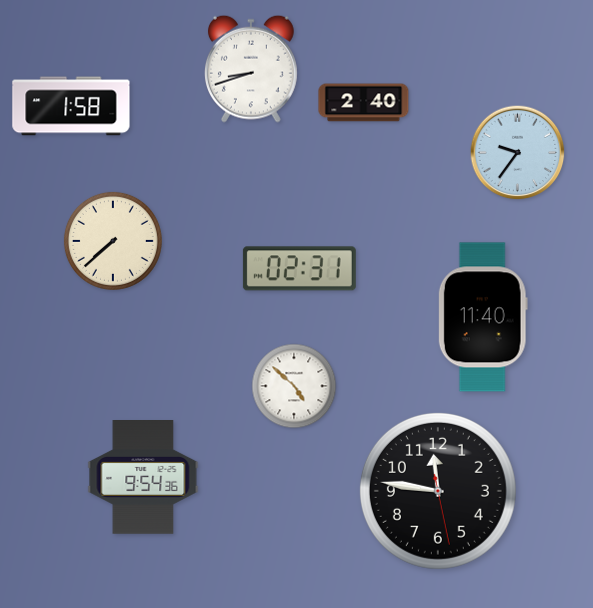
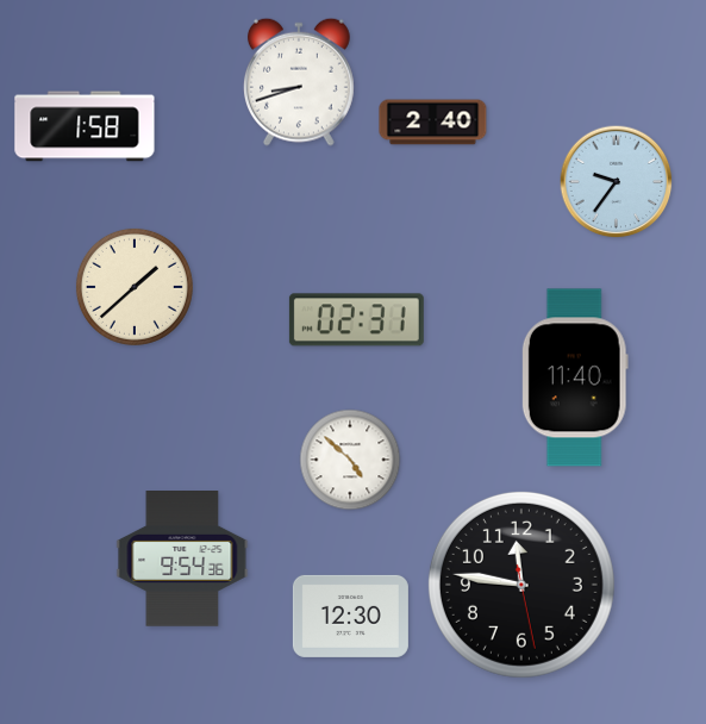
clock at (113, 241): 7:38 -> 1:38
clock at (143, 478) position: (143, 478) -> (182, 560)
clock at (350, 616): none -> 12:30
